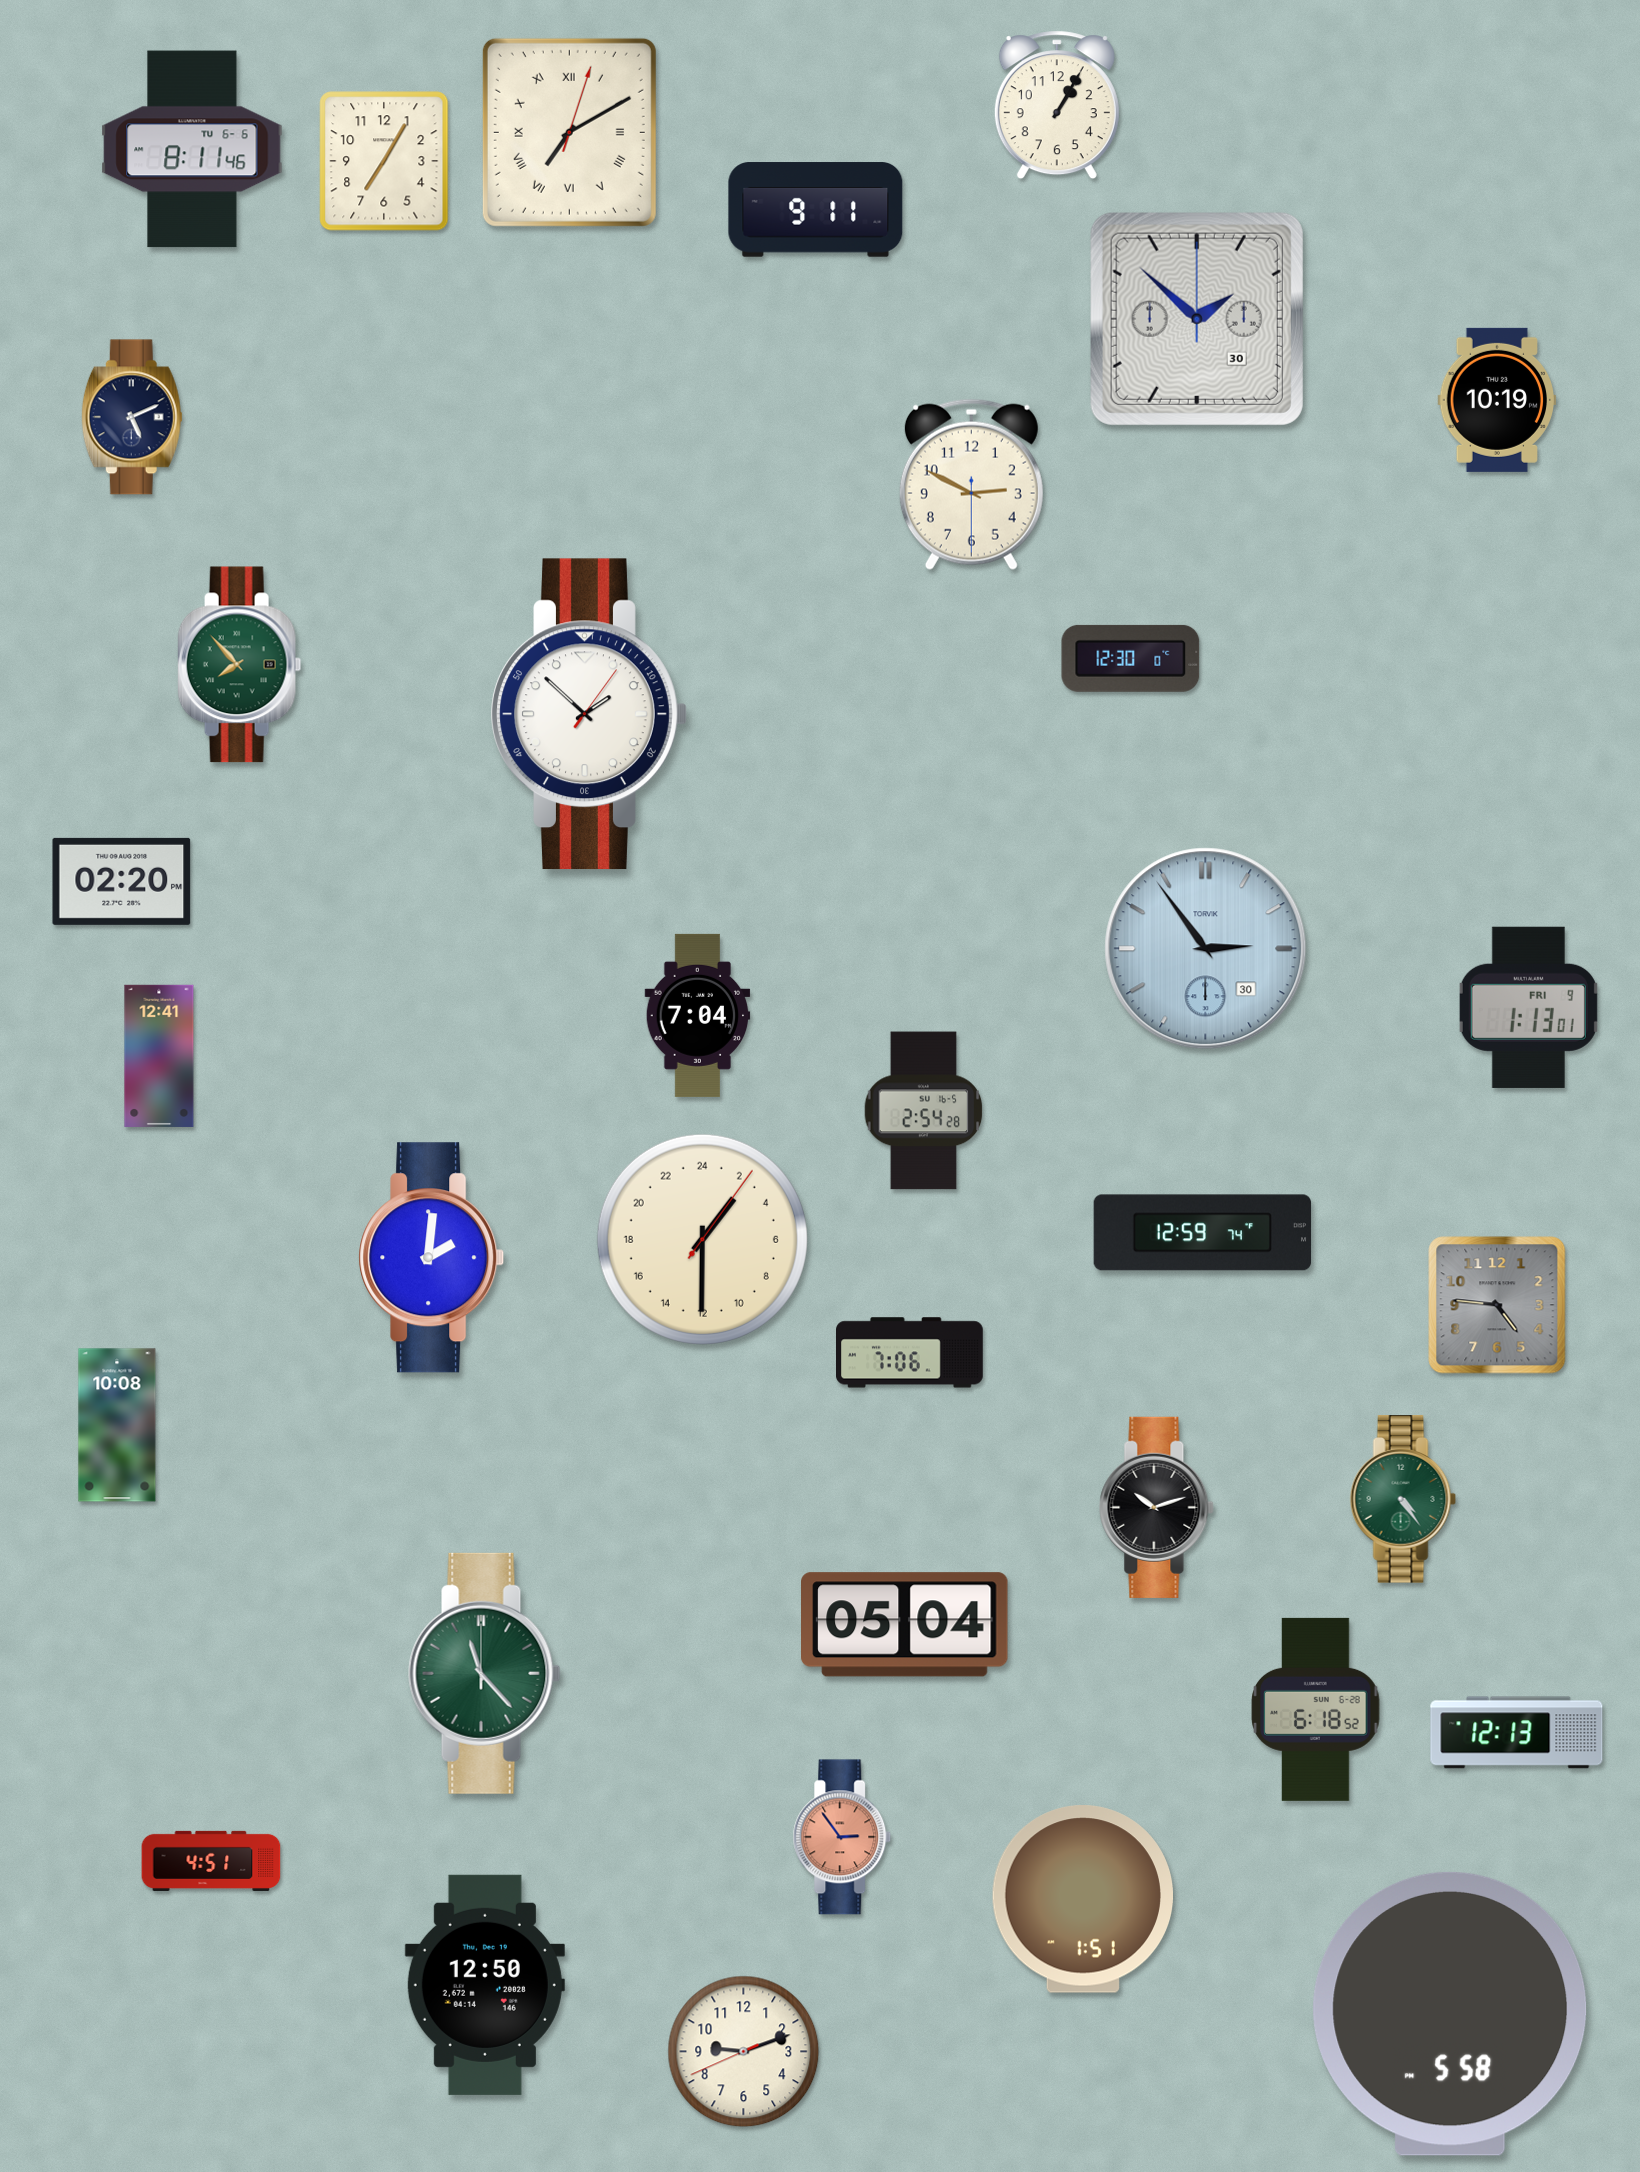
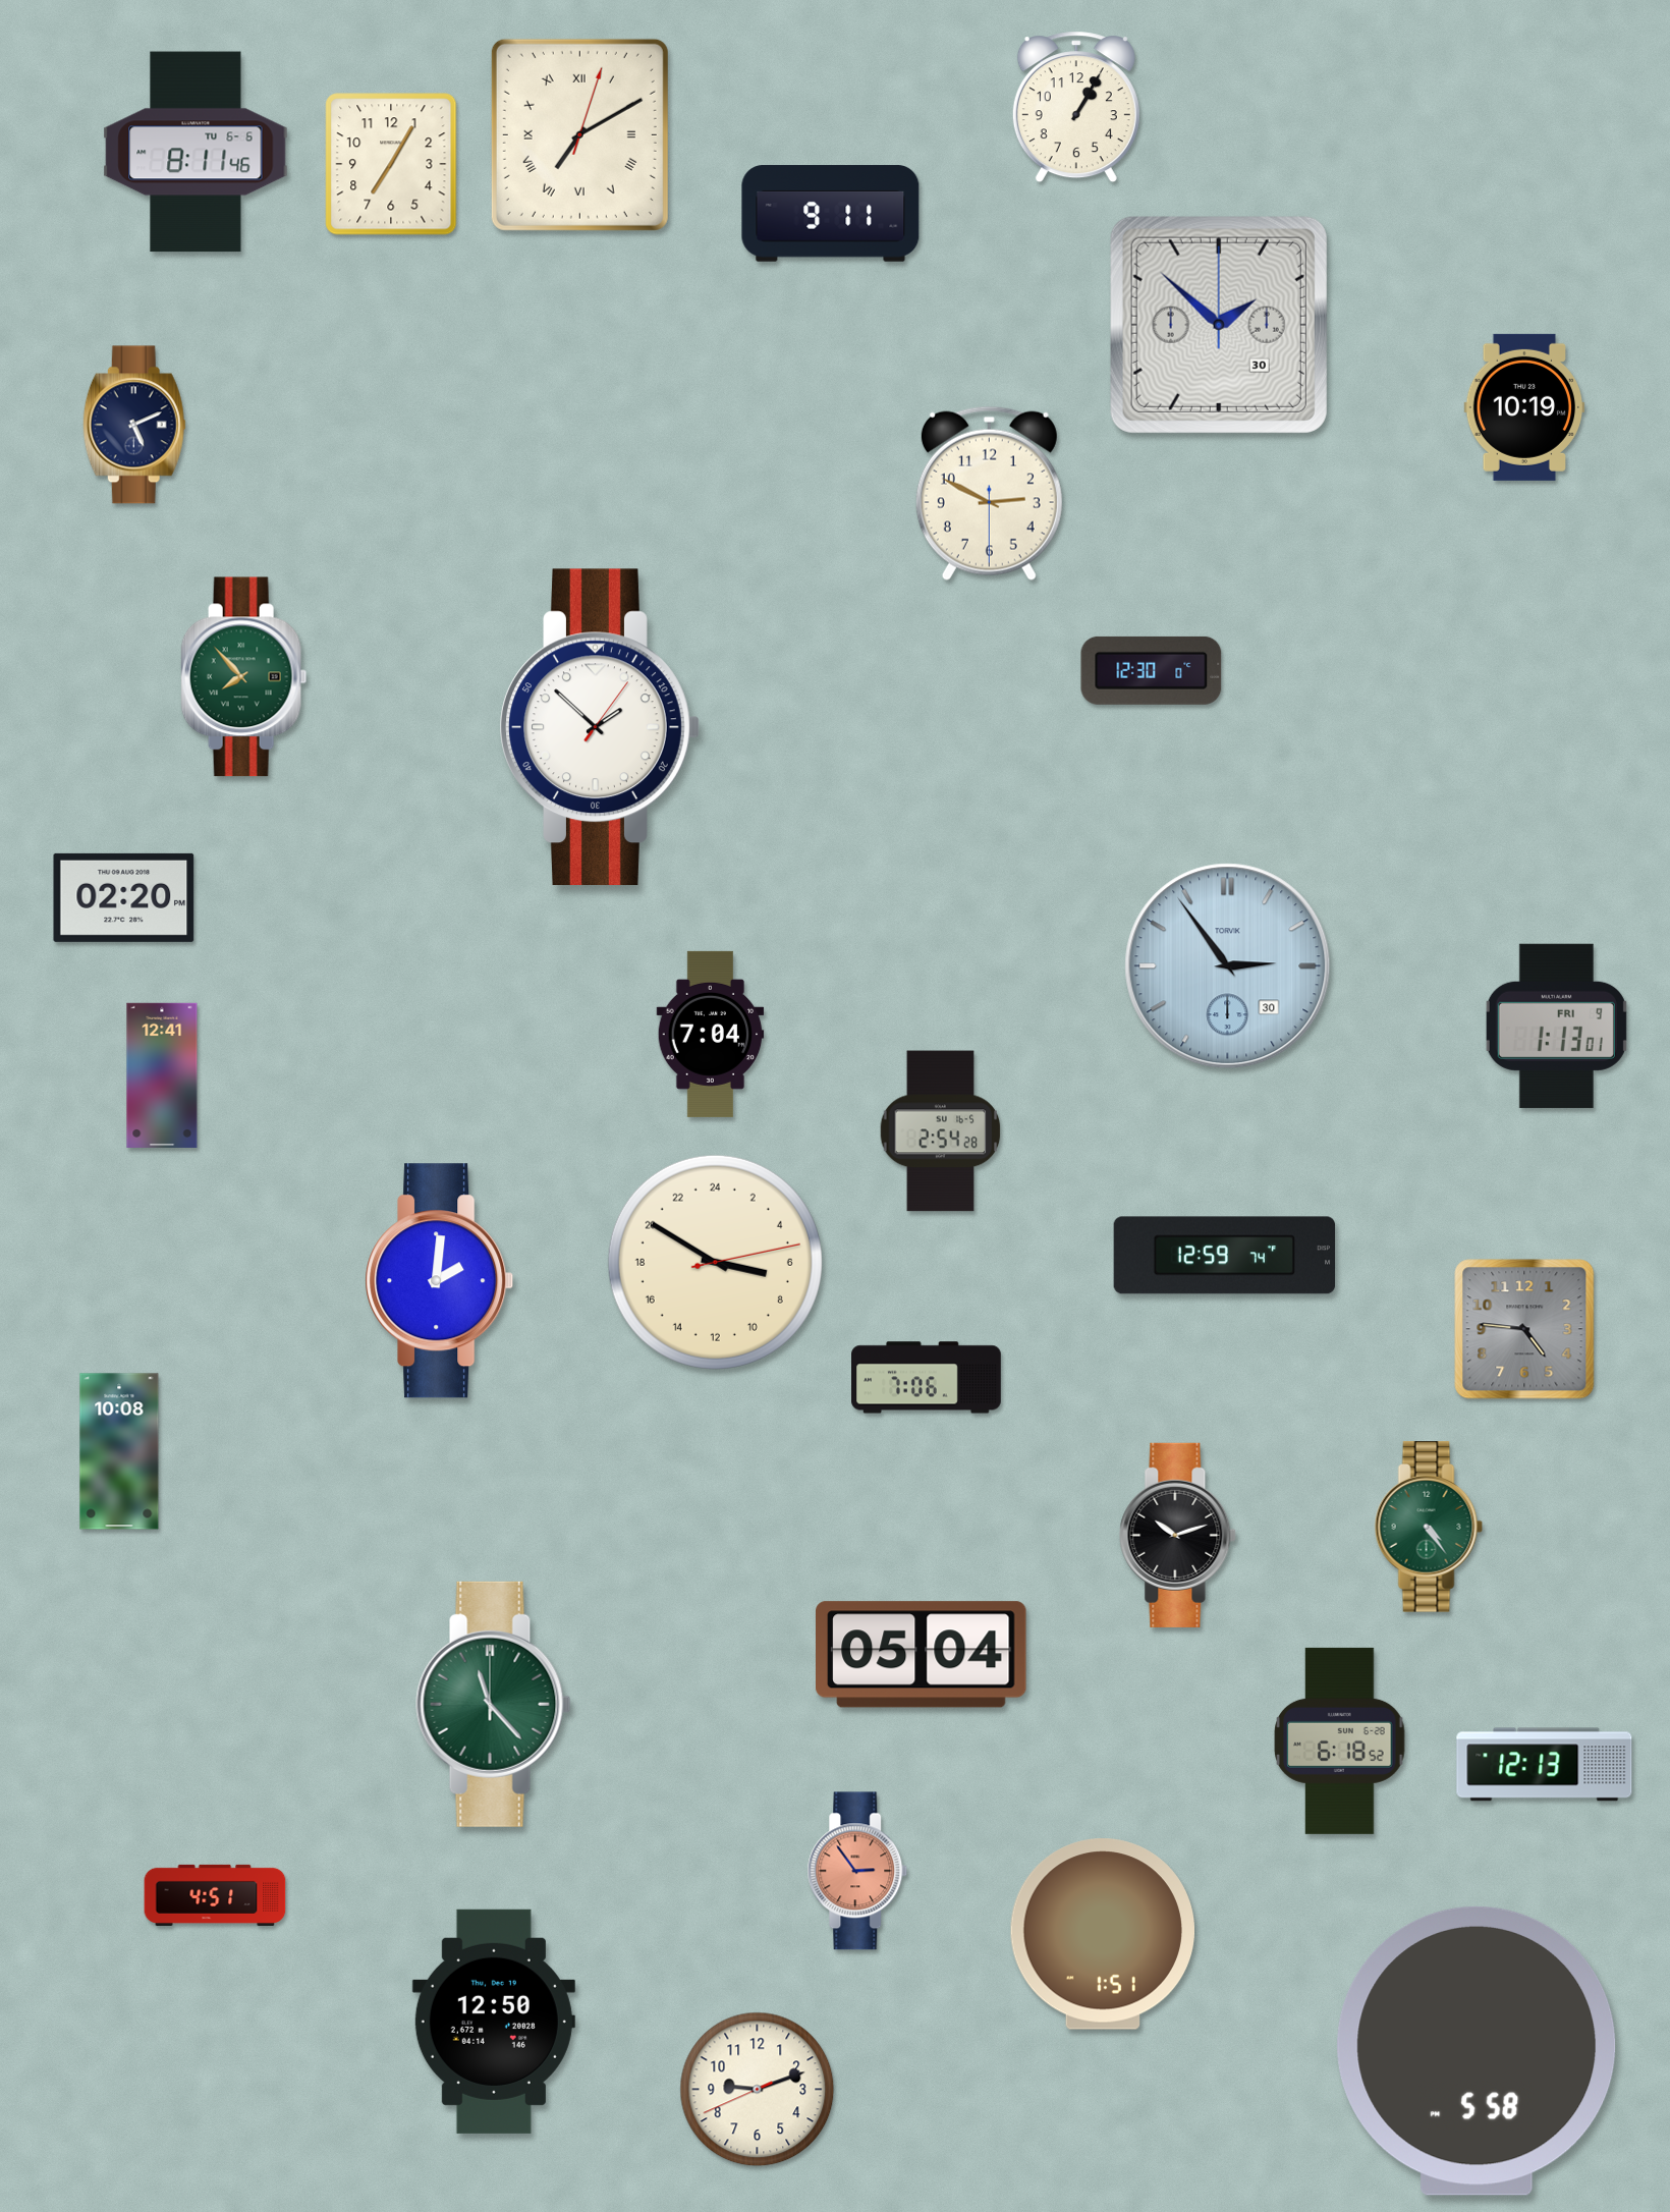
clock at (702, 1239): 2:30 -> 6:50
